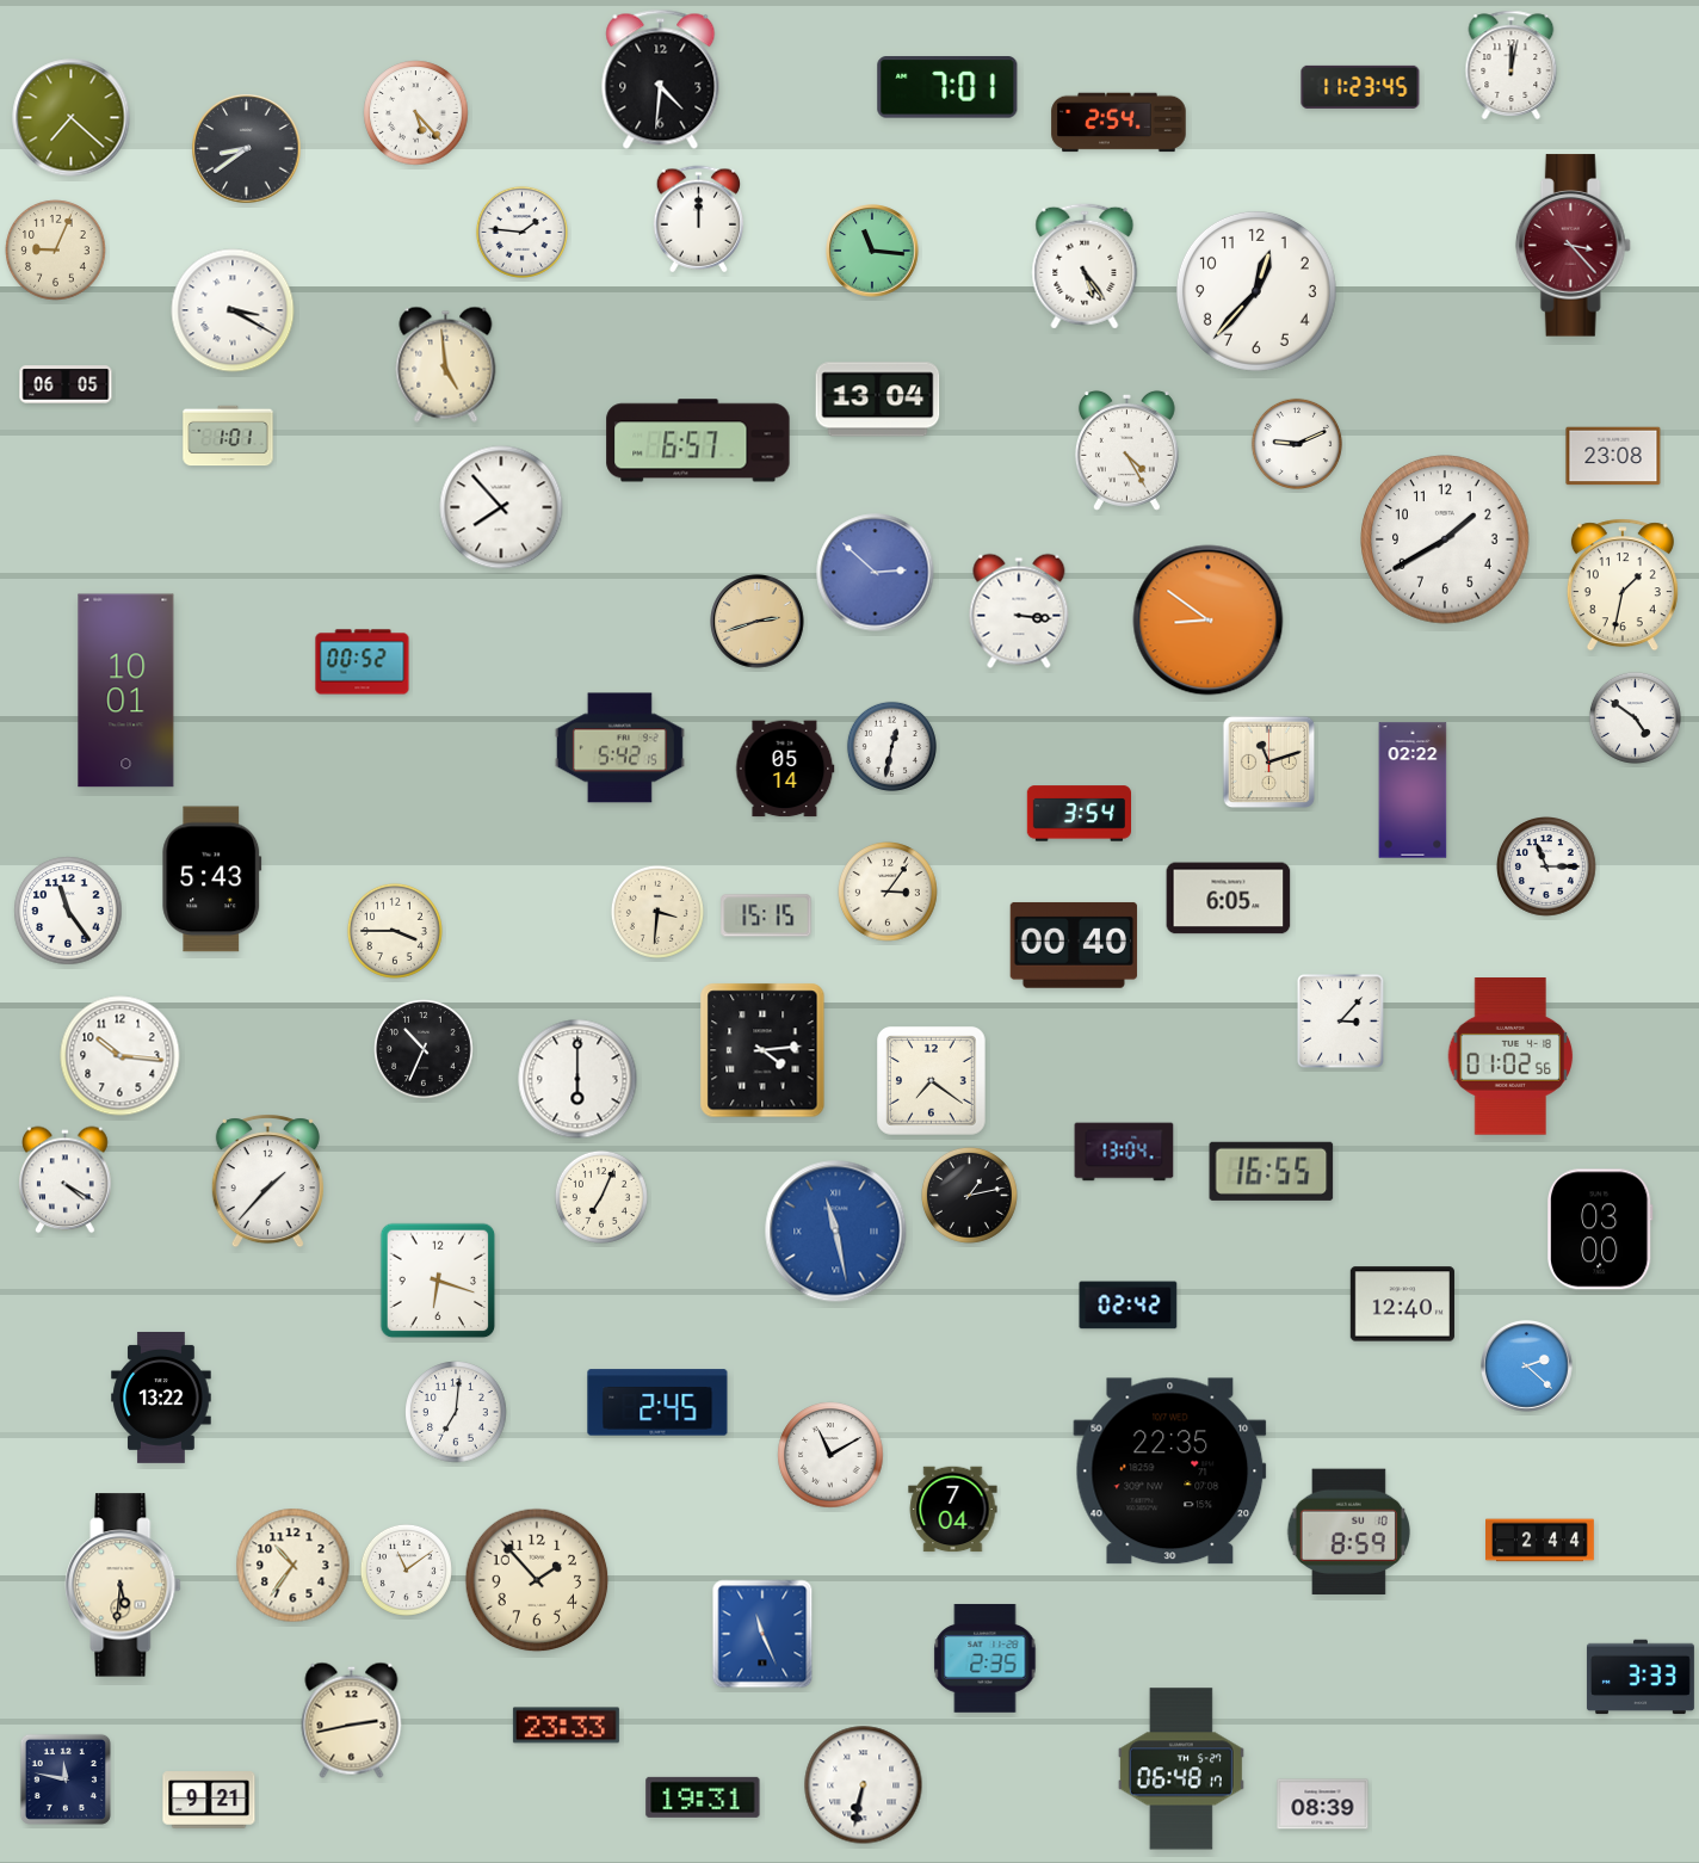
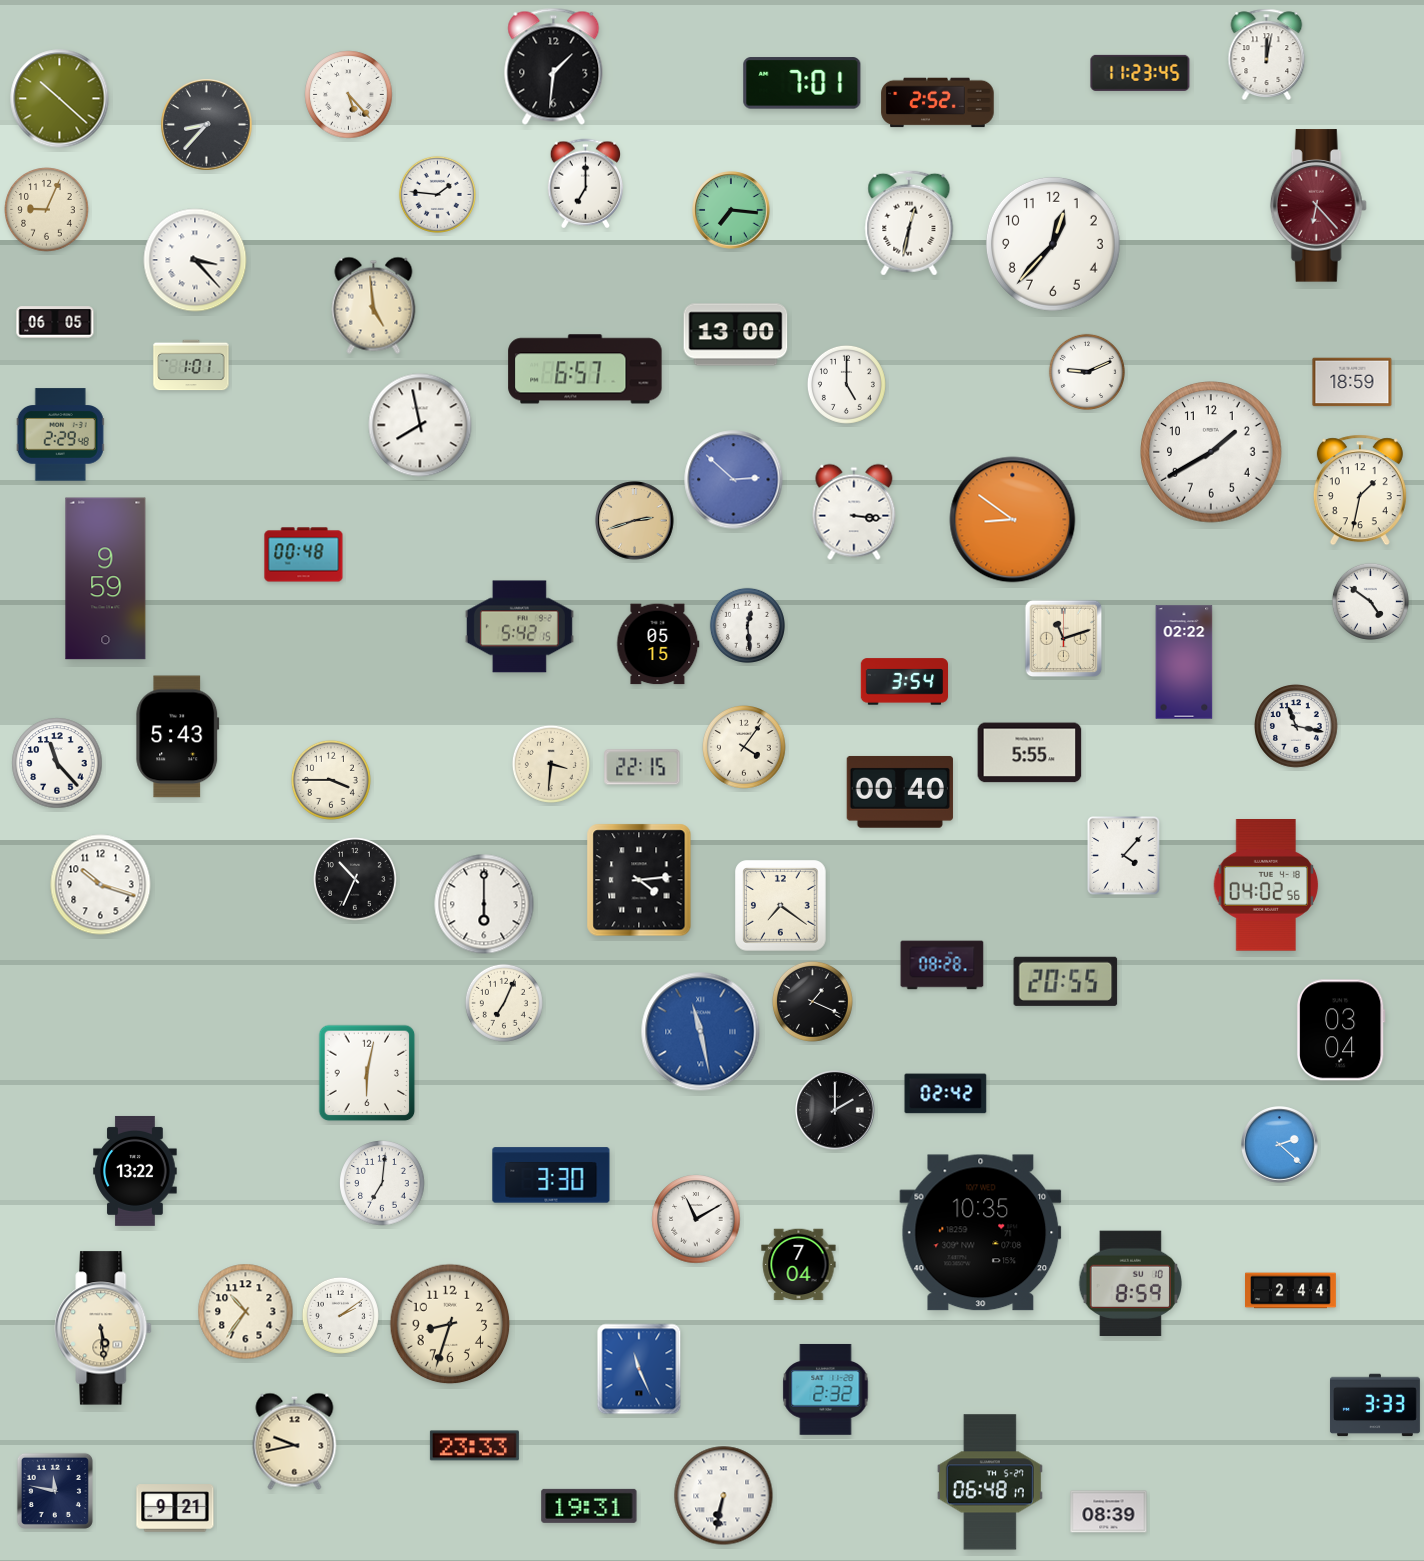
clock at (661, 79): 4:31 -> 1:31
clock at (947, 87) position: (947, 87) -> (802, 83)
clock at (72, 118): 7:22 -> 10:22
clock at (1119, 123): 2:54 -> 2:52
clock at (247, 149): 8:39 -> 8:37
clock at (698, 220): 12:00 -> 7:00
clock at (1573, 246): 3:23 -> 6:23
clock at (872, 251): 11:16 -> 7:16
clock at (1085, 266): 5:24 -> 12:32
clock at (233, 310): 3:20 -> 3:23
clock at (878, 400): 13:04 -> 13:00
clock at (1126, 450): 4:25 -> none
clock at (1613, 456): 23:08 -> 18:59
clock at (846, 384): none -> 5:00
clock at (501, 507): 7:53 -> 7:58
clock at (60, 435): none -> 2:29
clock at (363, 662): 00:52 -> 00:48
clock at (126, 691): 10:01 -> 9:59
clock at (891, 746): 12:32 -> 12:29
clock at (785, 769): 05:14 -> 05:15
clock at (1546, 866): 11:15 -> 11:17
clock at (888, 892): 3:06 -> 4:06
clock at (1229, 899): 6:05 -> 5:55
clock at (68, 911): 11:24 -> 11:23
clock at (766, 915): 15:15 -> 22:15
clock at (1341, 1022): 3:07 -> 4:07
clock at (121, 1056): 10:16 -> 10:18
clock at (1510, 1057): 01:02 -> 04:02
clock at (1124, 1152): 13:04 -> 08:28
clock at (1272, 1171): 16:55 -> 20:55
clock at (66, 1180): 4:20 -> none
clock at (267, 1182): 1:37 -> none
clock at (969, 1195): 1:13 -> 1:19
clock at (1600, 1229): 03:00 -> 03:04
clock at (438, 1281): 6:18 -> 6:02
clock at (1402, 1304): 12:40 -> none
clock at (835, 1110): none -> 2:00
clock at (657, 1402): 2:45 -> 3:30
clock at (1170, 1472): 22:35 -> 10:35
clock at (406, 1569): 11:09 -> 2:09
clock at (537, 1580): 1:53 -> 8:33
clock at (123, 1585): 5:31 -> 5:29
clock at (986, 1658): 2:35 -> 2:32
clock at (352, 1720): 2:43 -> 9:43
